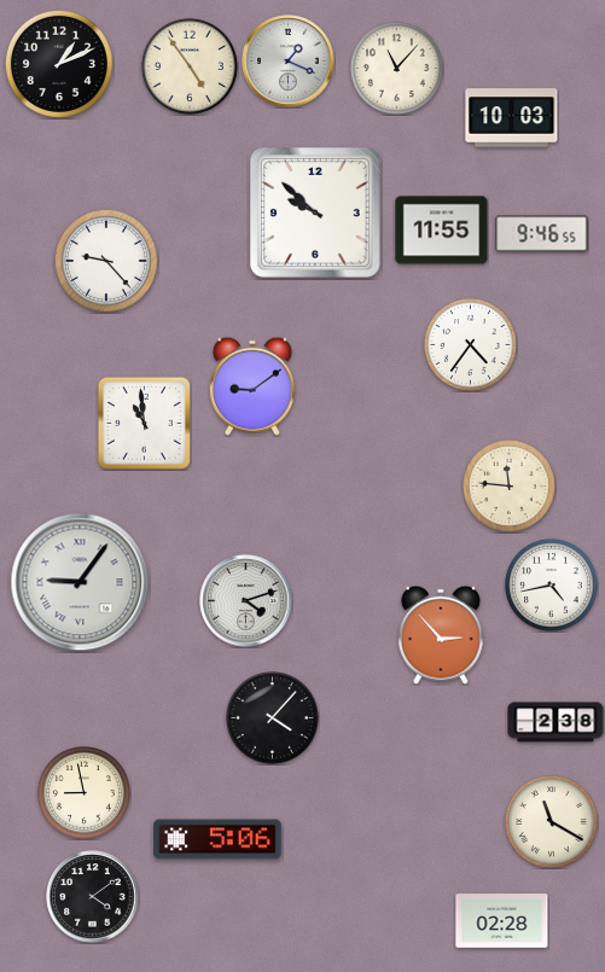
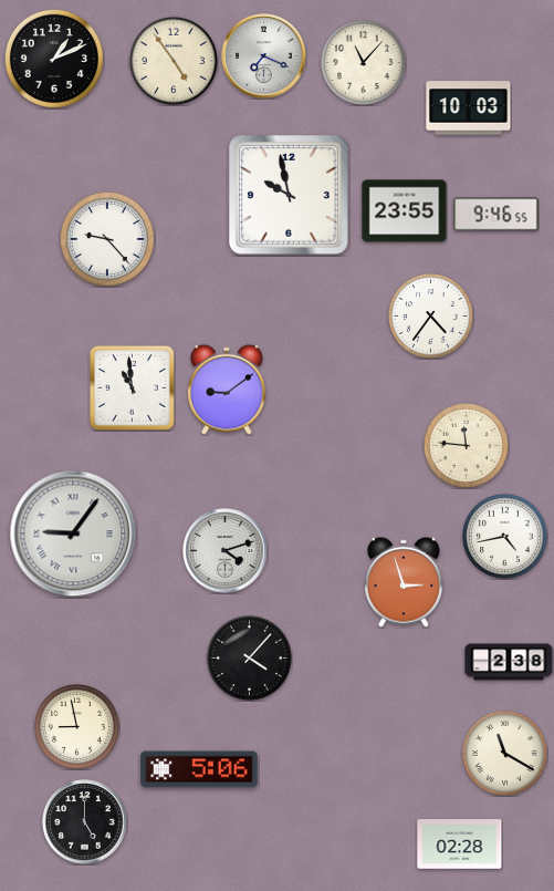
clock at (289, 62): 1:19 -> 7:19
clock at (316, 214): 9:52 -> 9:58
clock at (442, 231): 11:55 -> 23:55
clock at (106, 261) position: (106, 261) -> (107, 239)
clock at (252, 386) position: (252, 386) -> (227, 390)
clock at (441, 635): 2:53 -> 2:57
clock at (93, 897): 4:09 -> 5:00
